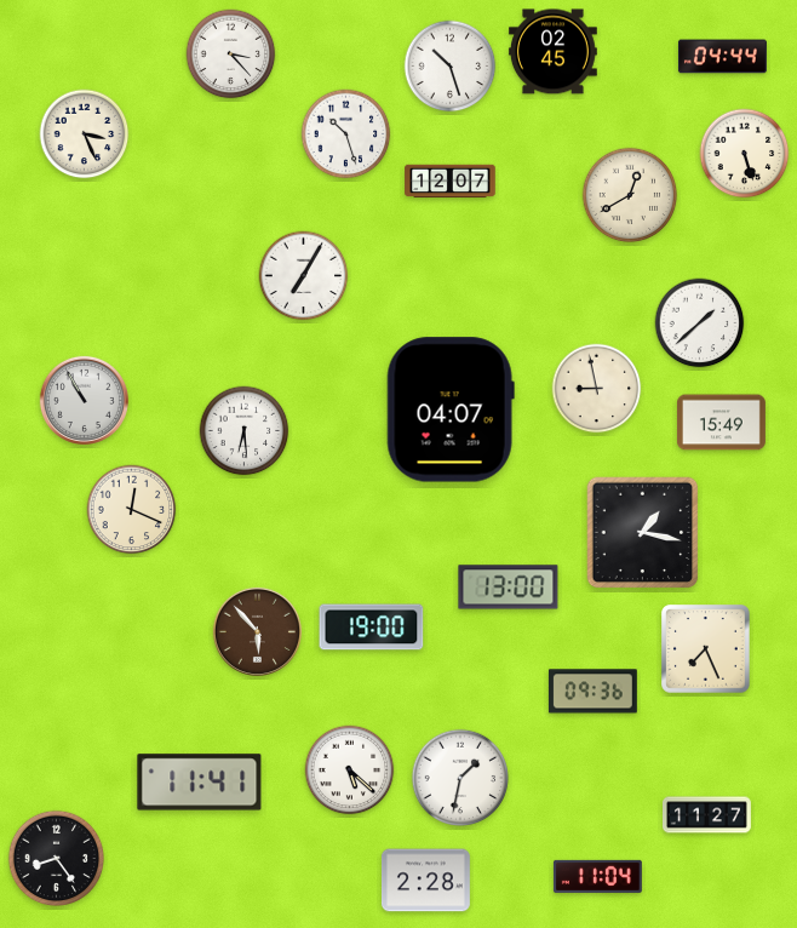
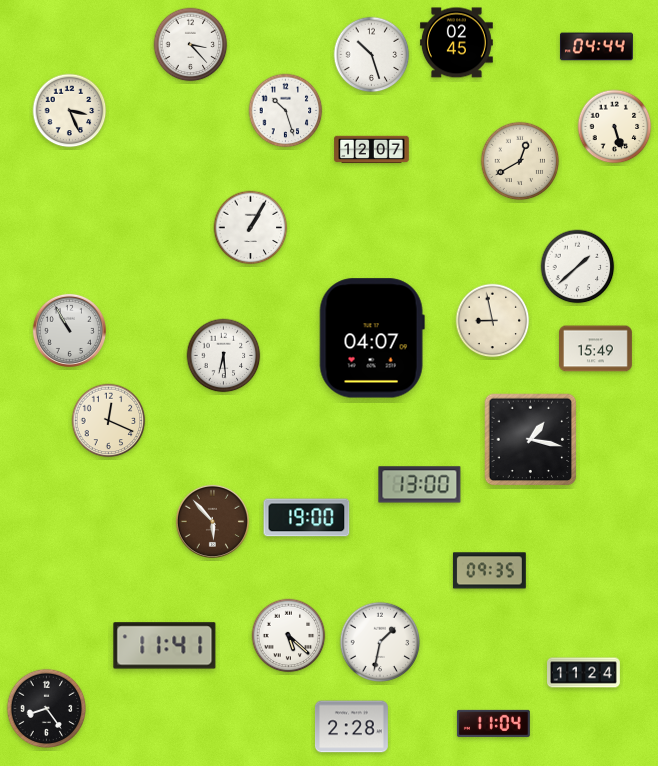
clock at (304, 276): 7:05 -> 1:05
clock at (245, 431) position: (245, 431) -> (224, 356)
clock at (706, 649): 7:26 -> none
clock at (592, 692): 09:36 -> 09:35
clock at (707, 815): 11:27 -> 11:24
